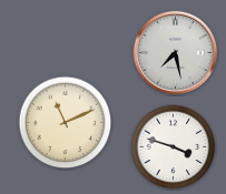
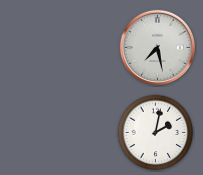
clock at (66, 123): 11:11 -> none
clock at (174, 147): 3:48 -> 2:02
